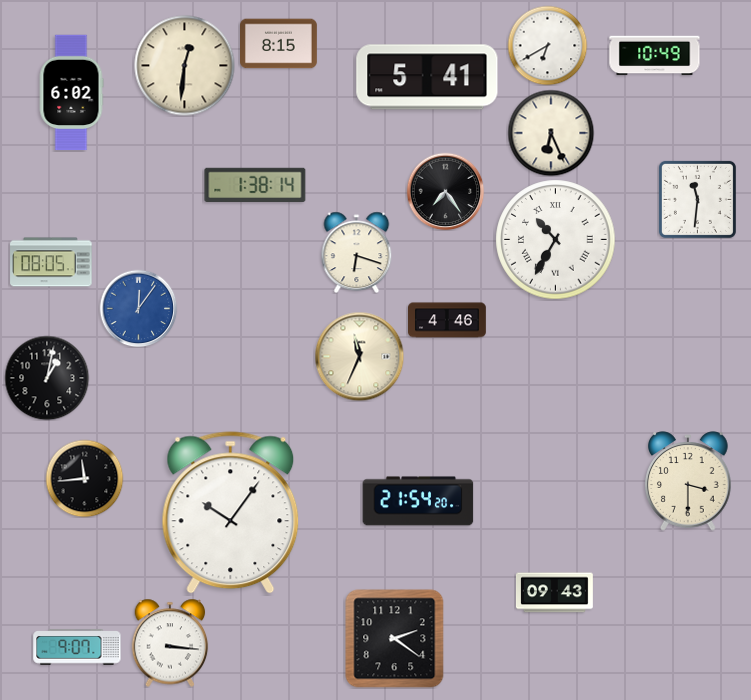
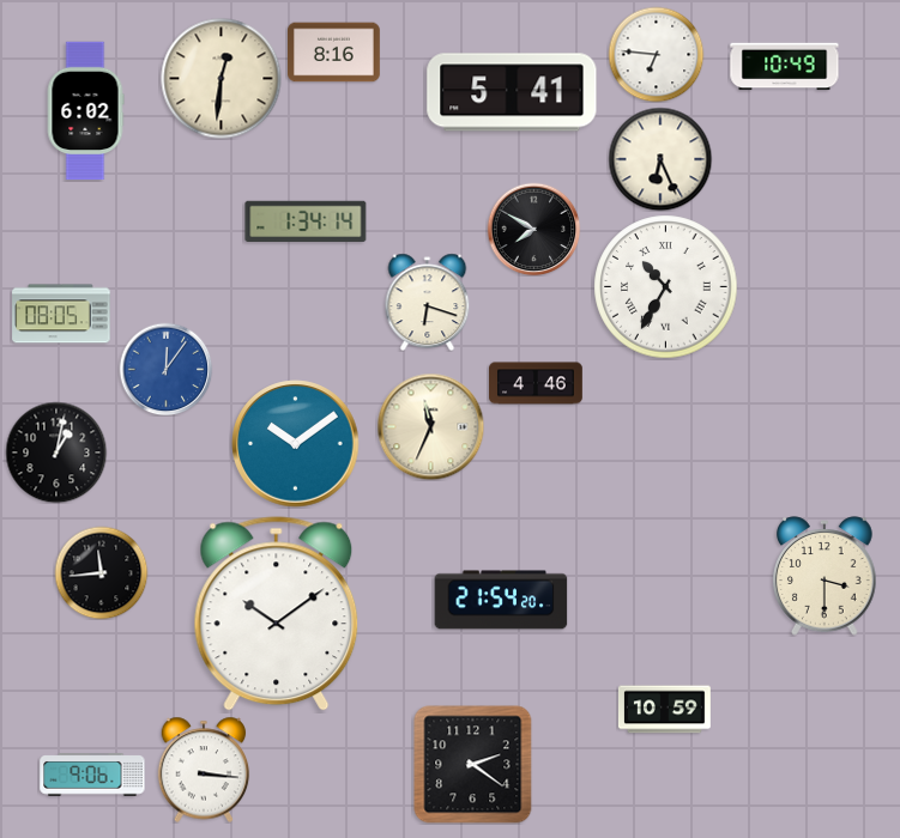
clock at (279, 44): 8:15 -> 8:16
clock at (547, 45): 6:40 -> 6:46
clock at (255, 184): 1:38 -> 1:34
clock at (445, 191): 7:24 -> 7:50
clock at (697, 199): 11:31 -> none
clock at (296, 444): none -> 10:09
clock at (231, 513): 10:06 -> 10:09
clock at (554, 593): 09:43 -> 10:59
clock at (77, 647): 9:07 -> 9:06
